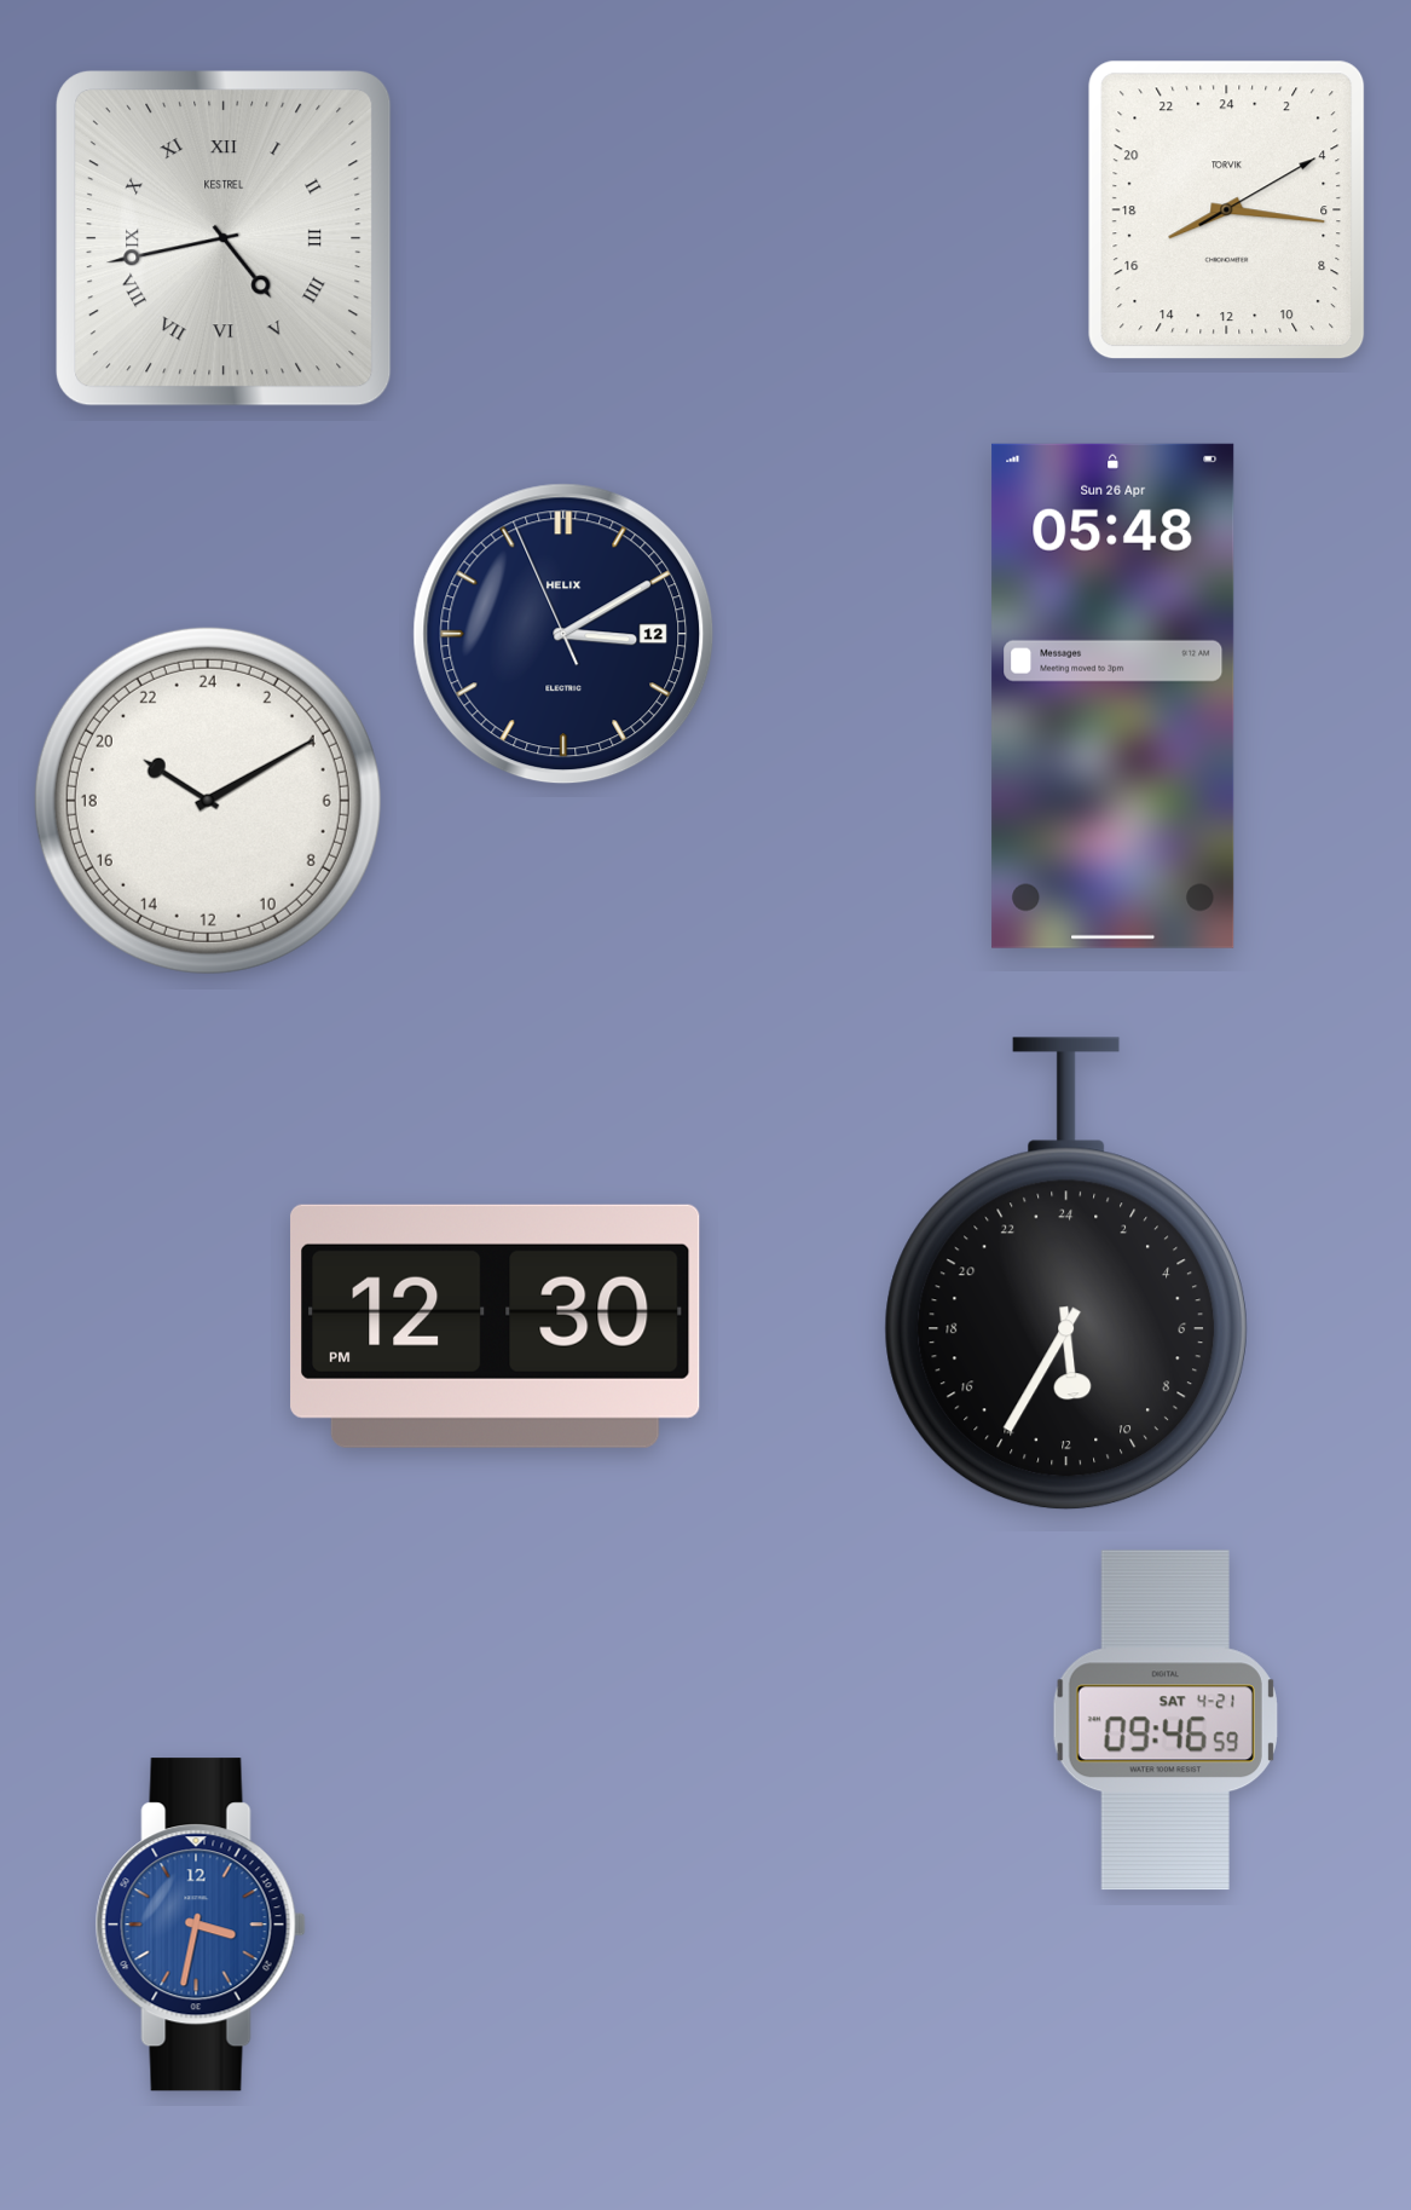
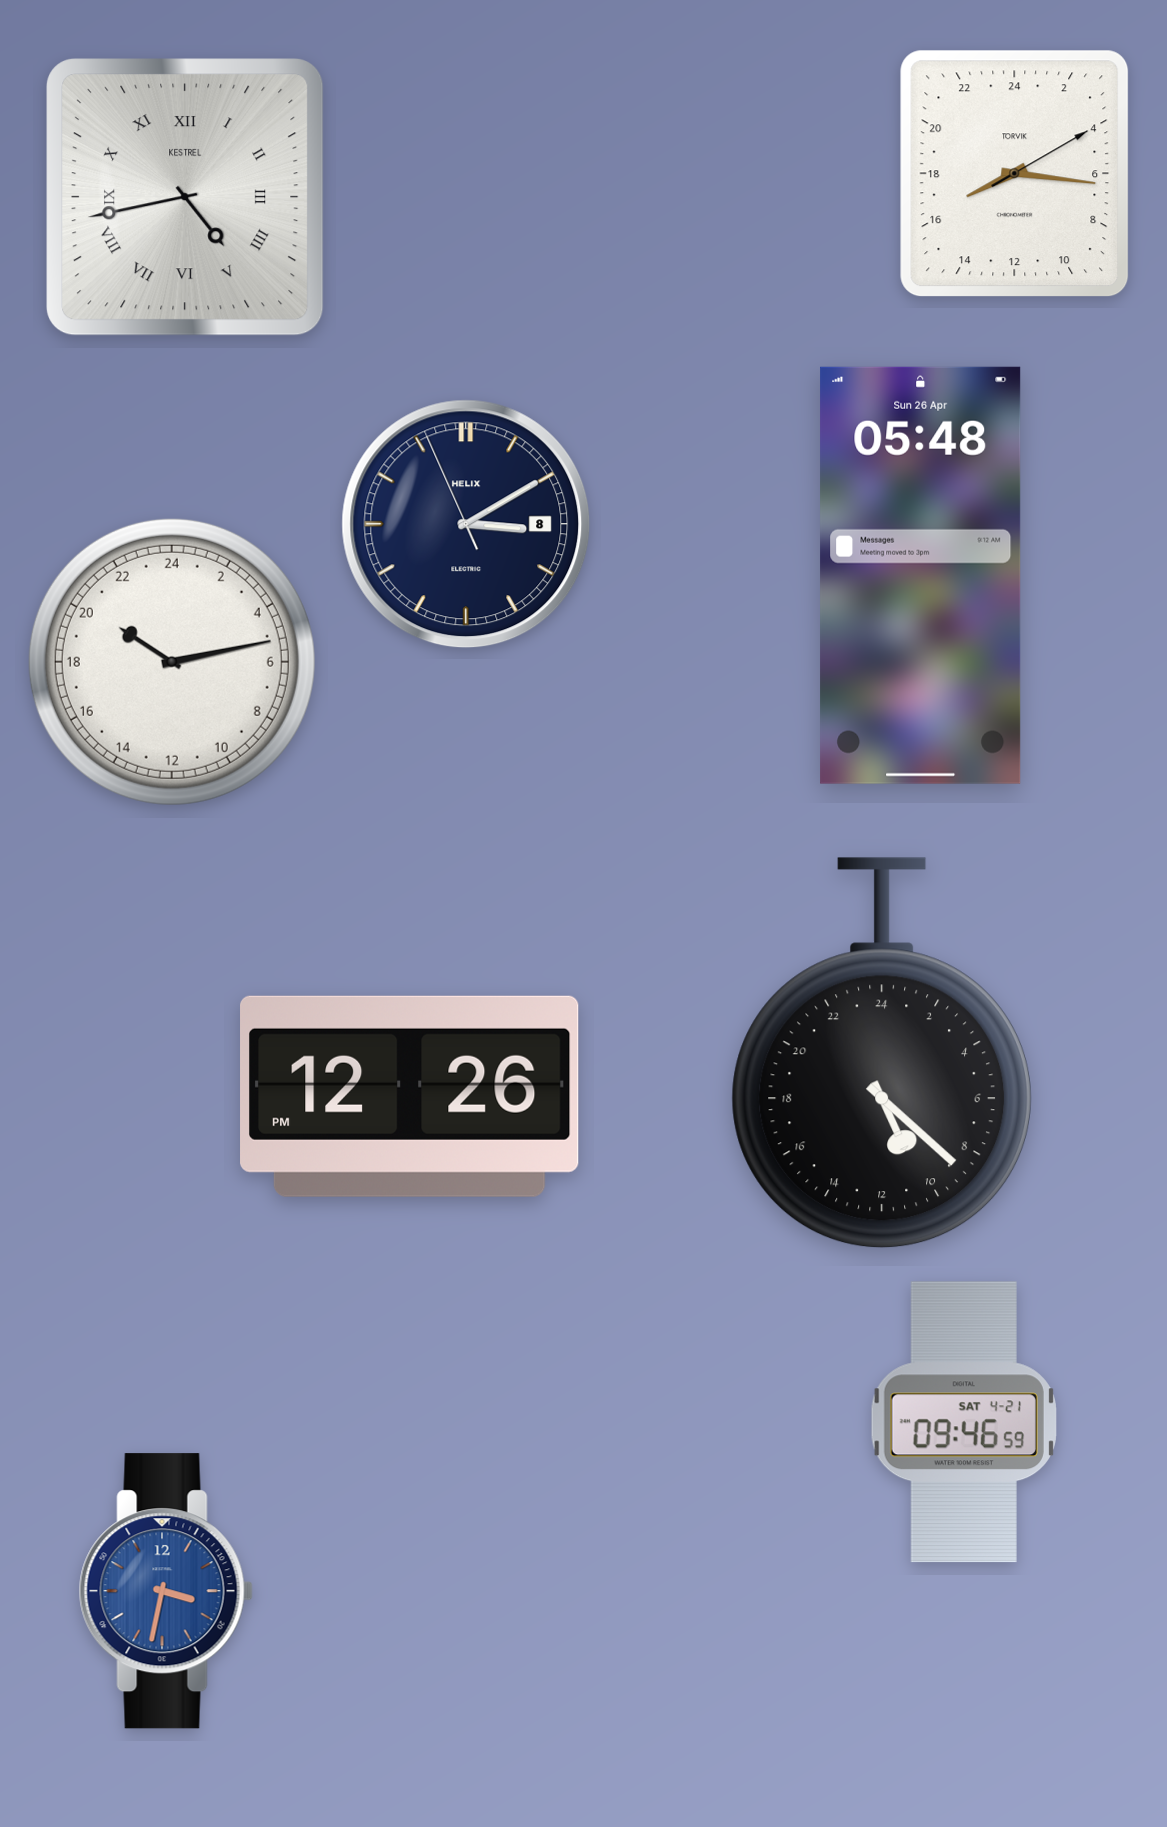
clock at (563, 634) date: 12 -> 8
clock at (208, 801): 20:10 -> 20:13
clock at (1066, 1274): 11:35 -> 10:22
clock at (496, 1326): 12:30 -> 12:26
